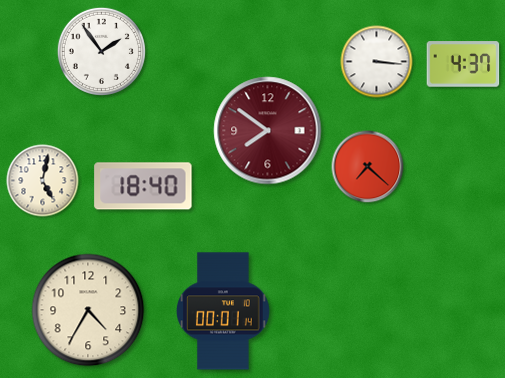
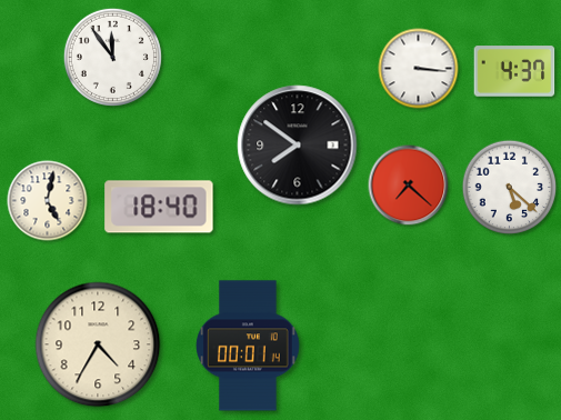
clock at (101, 51): 1:54 -> 11:54
clock at (268, 131) dial: burgundy -> black
clock at (510, 188): none -> 5:22
